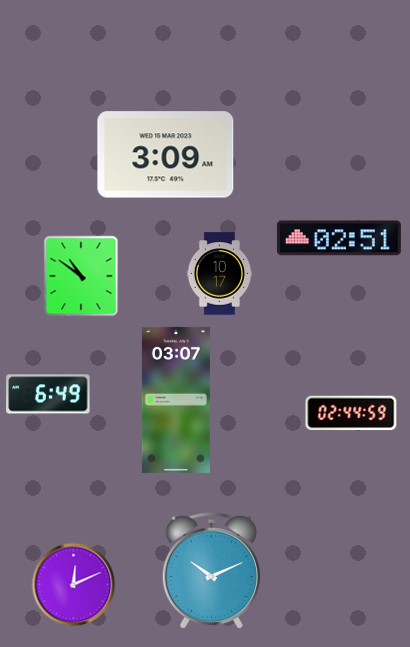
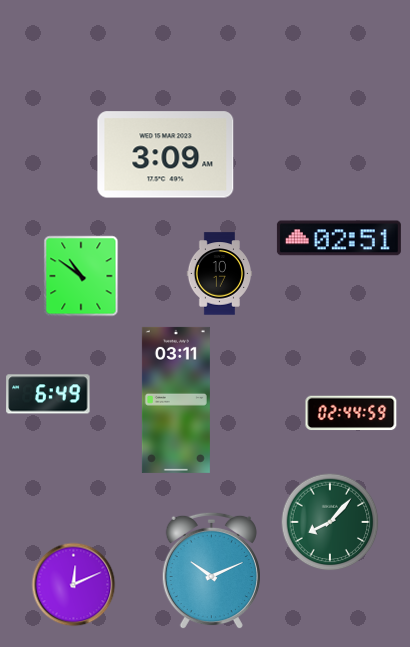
clock at (176, 400): 03:07 -> 03:11
clock at (330, 522): none -> 8:07
